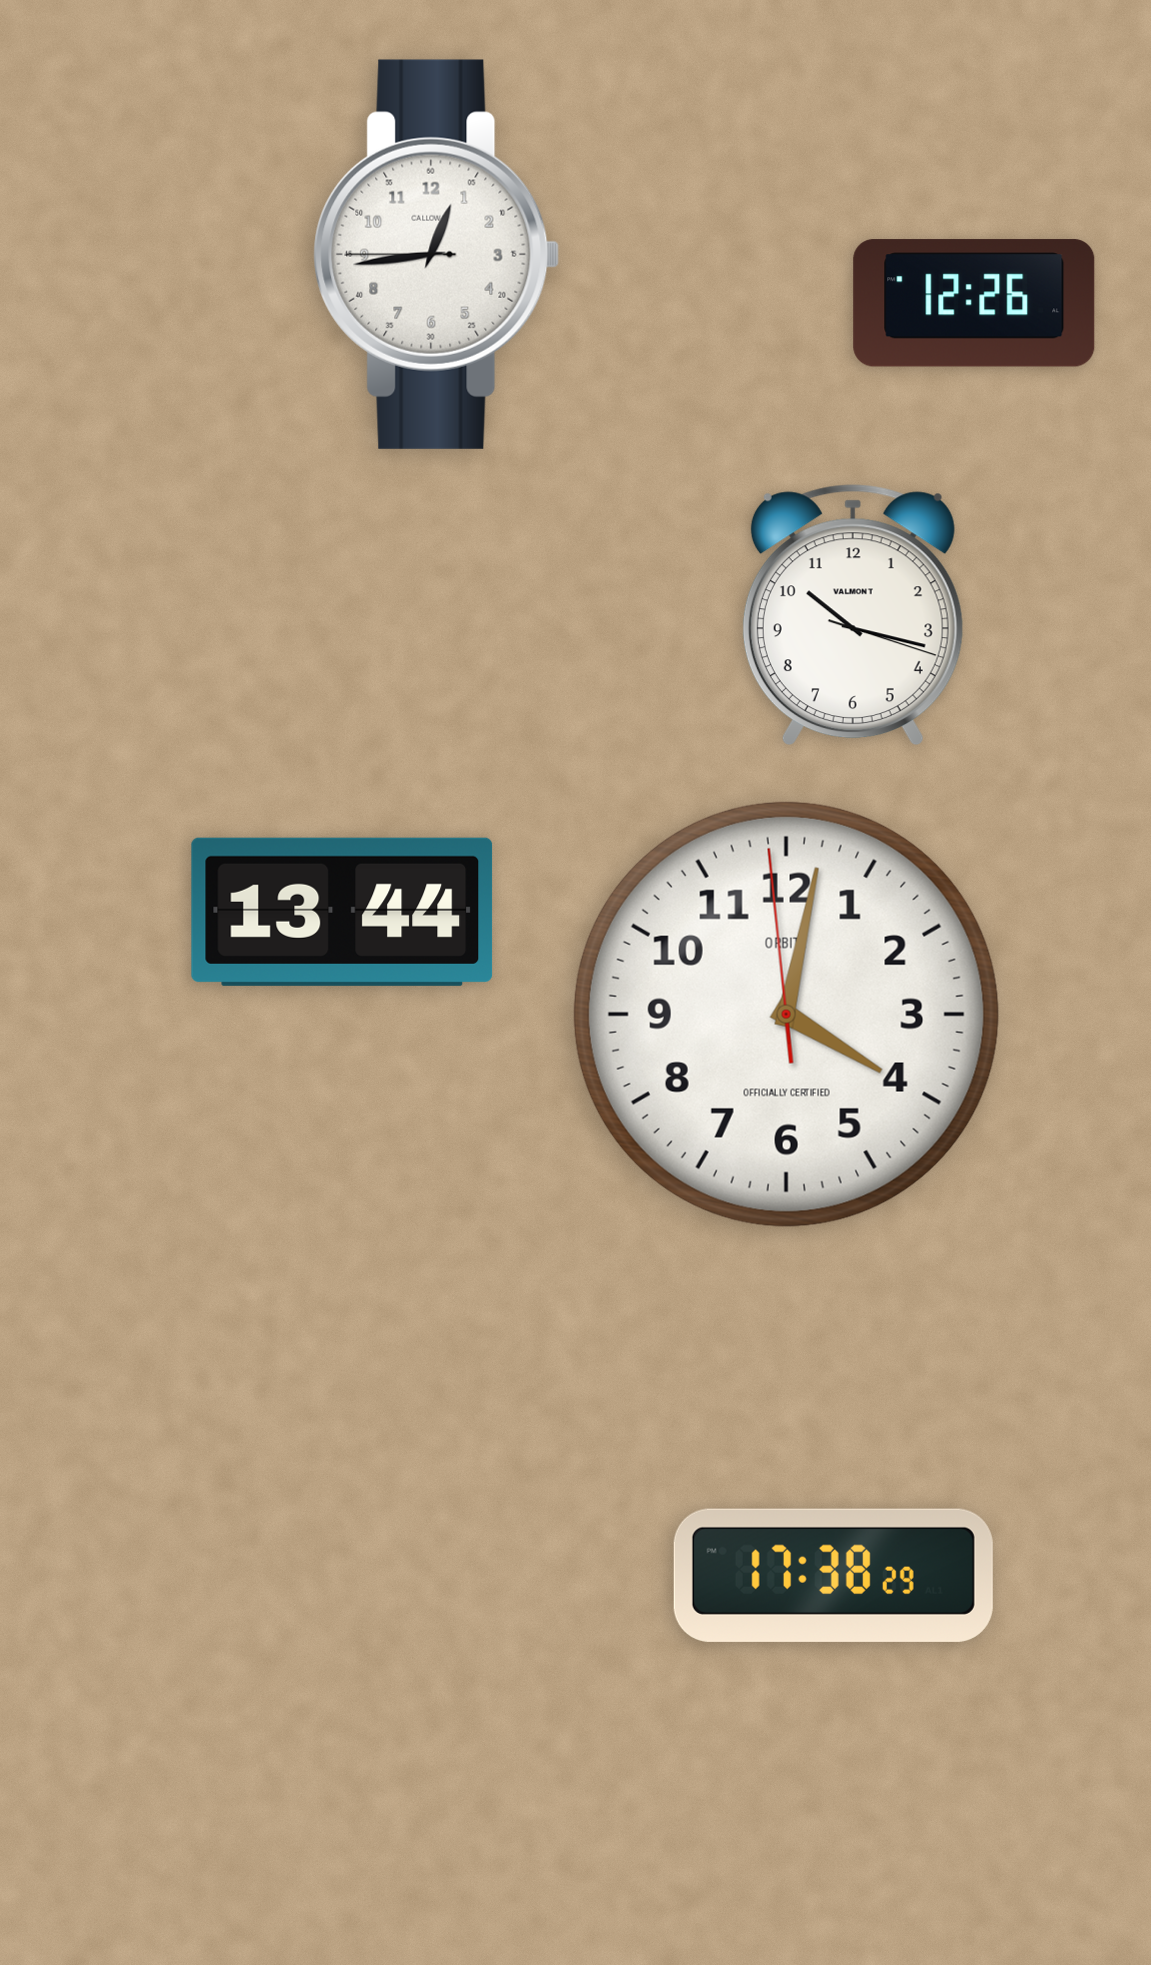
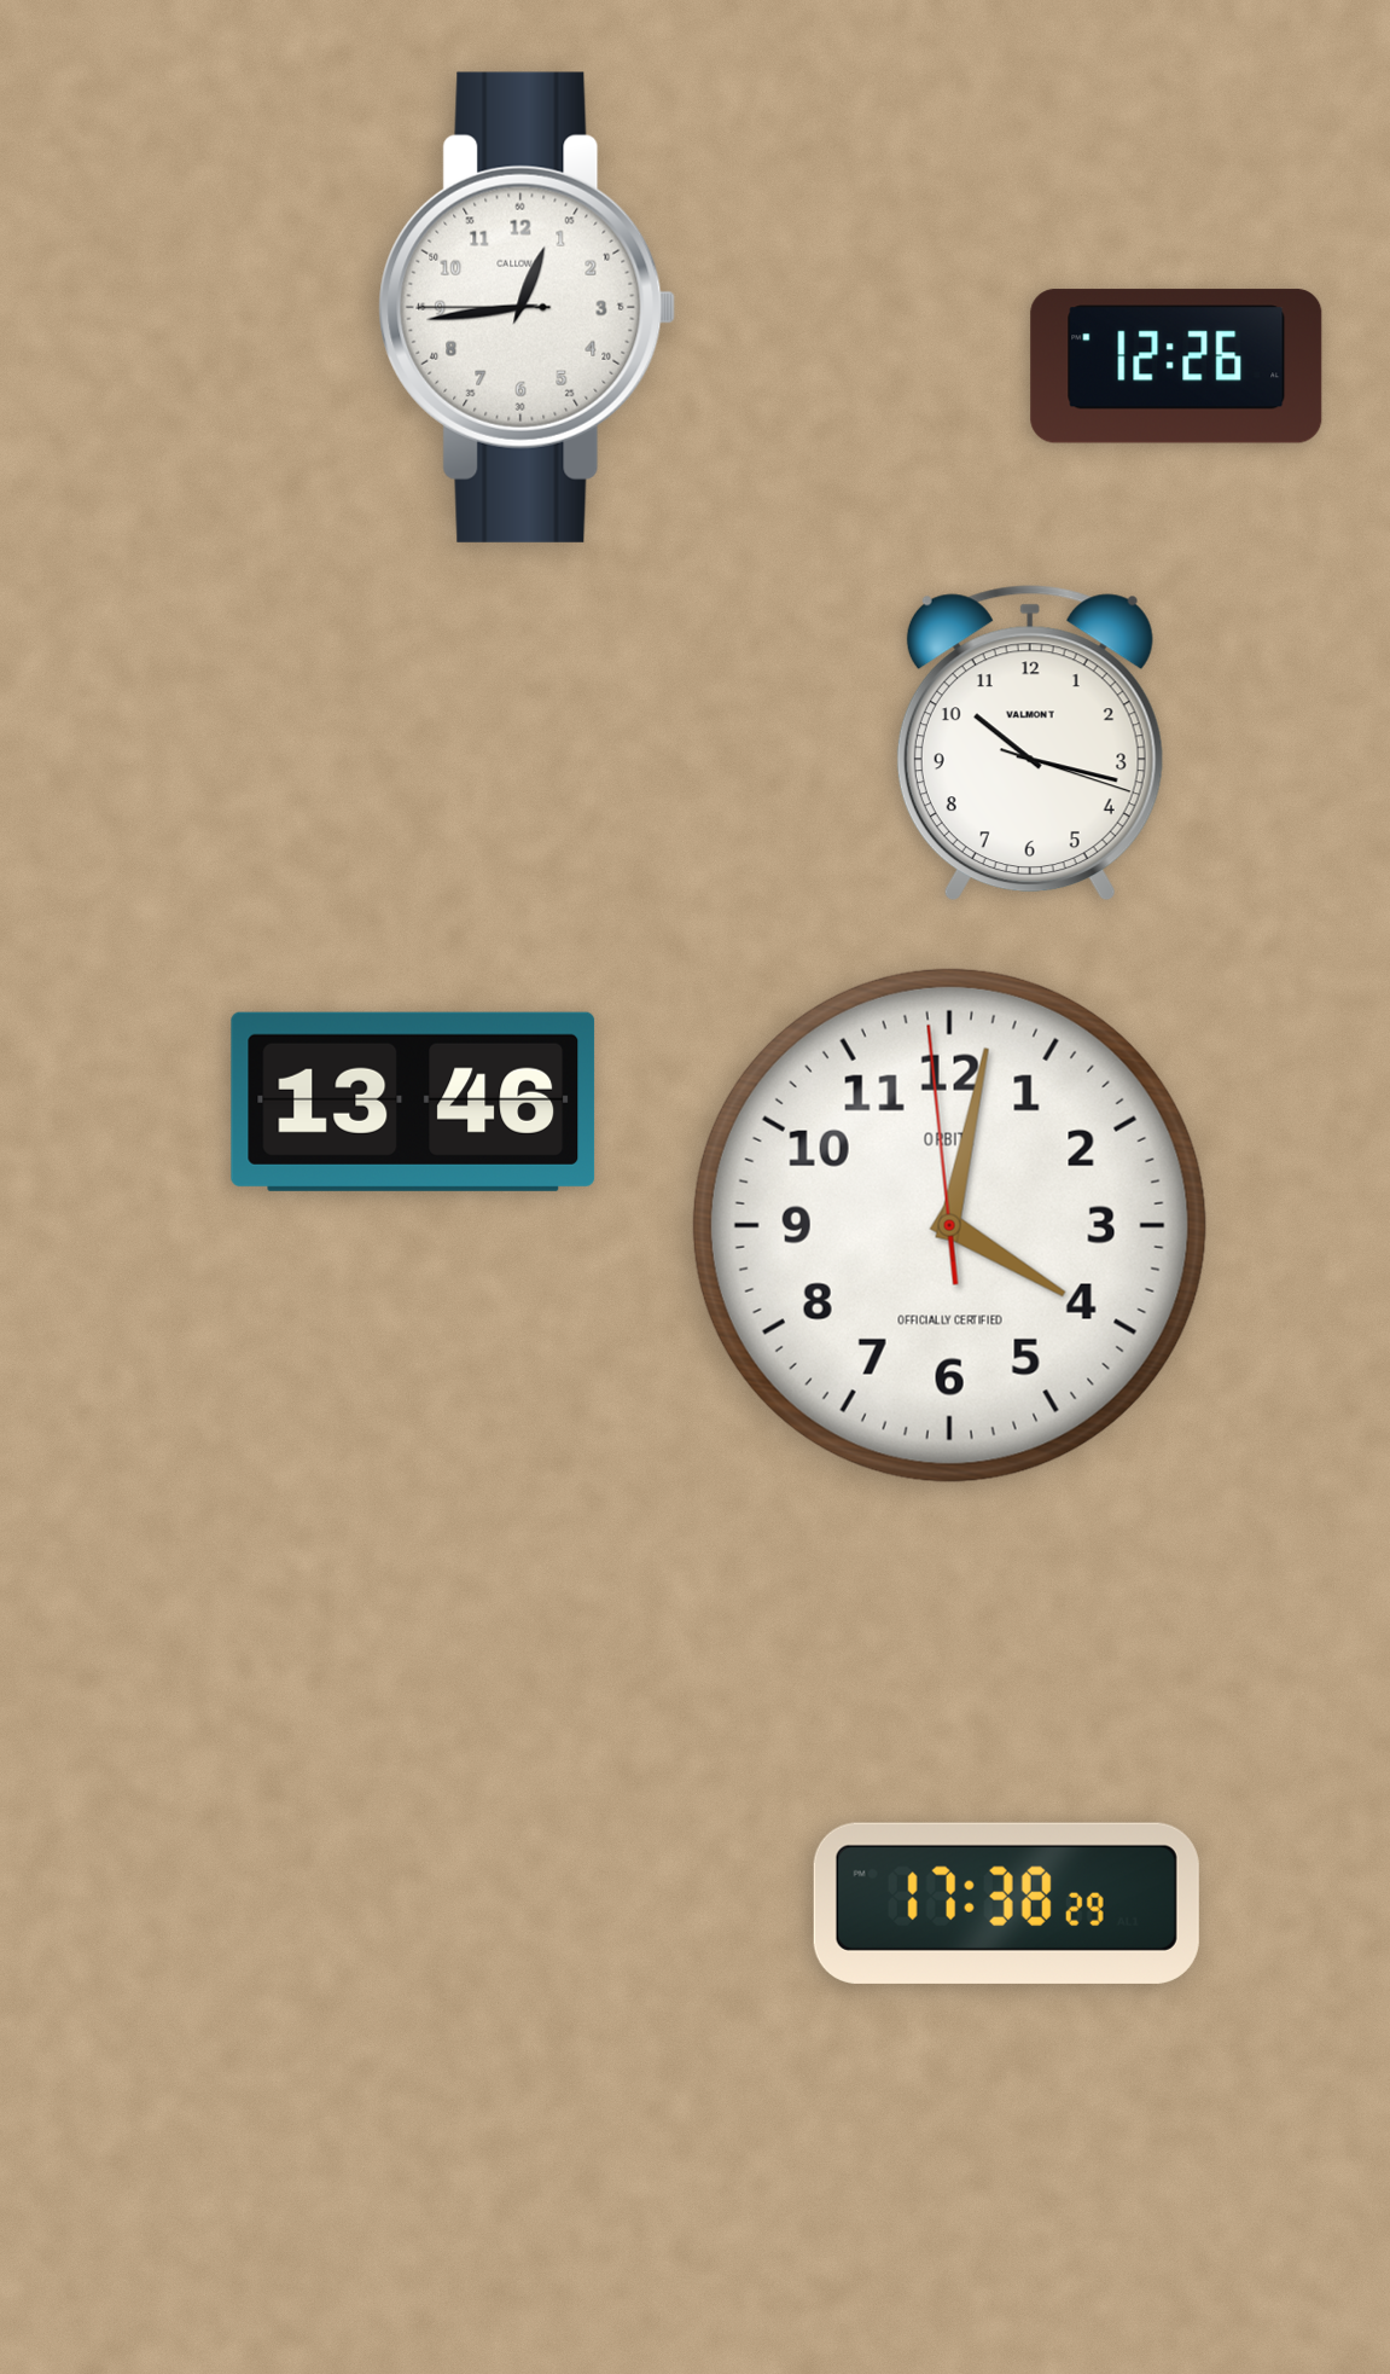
clock at (342, 912): 13:44 -> 13:46
